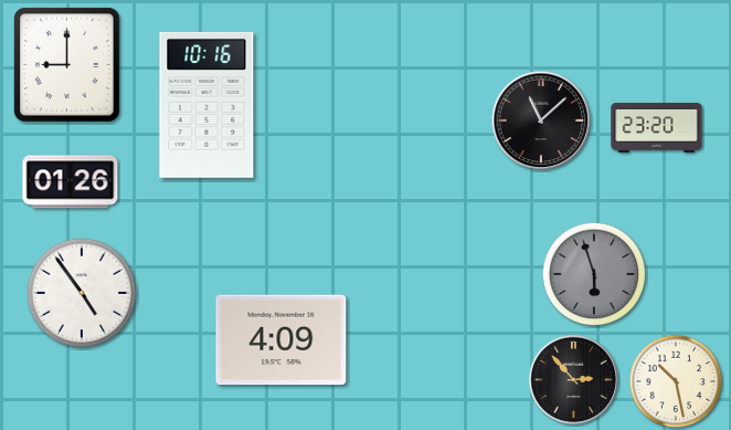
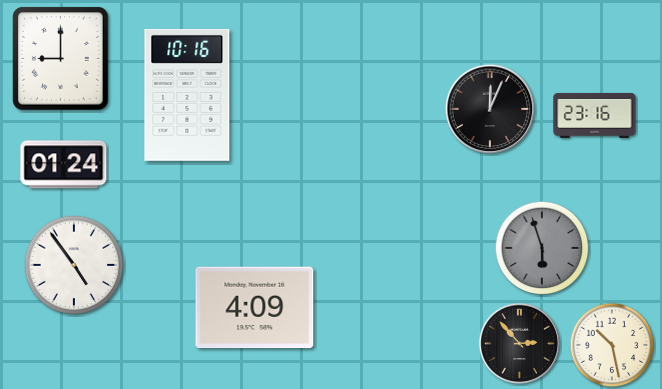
clock at (541, 120): 11:08 -> 12:04
clock at (657, 127): 23:20 -> 23:16
clock at (71, 182): 01:26 -> 01:24
clock at (594, 274) position: (594, 274) -> (542, 248)
